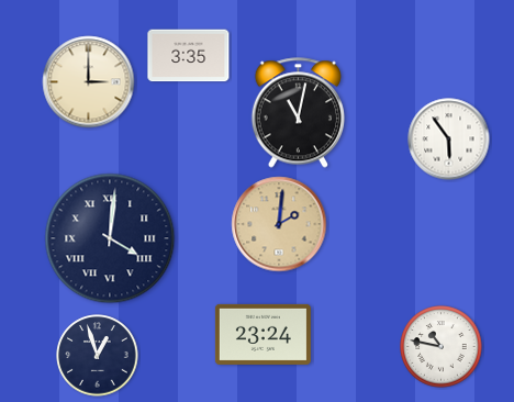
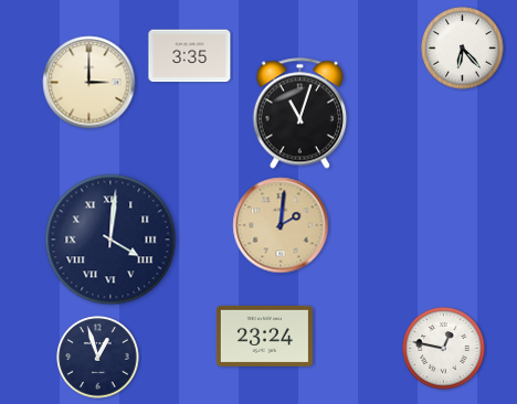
clock at (463, 49): none -> 6:23
clock at (298, 113): 11:02 -> 11:03
clock at (449, 139): 5:54 -> none
clock at (442, 347): 10:47 -> 12:47
